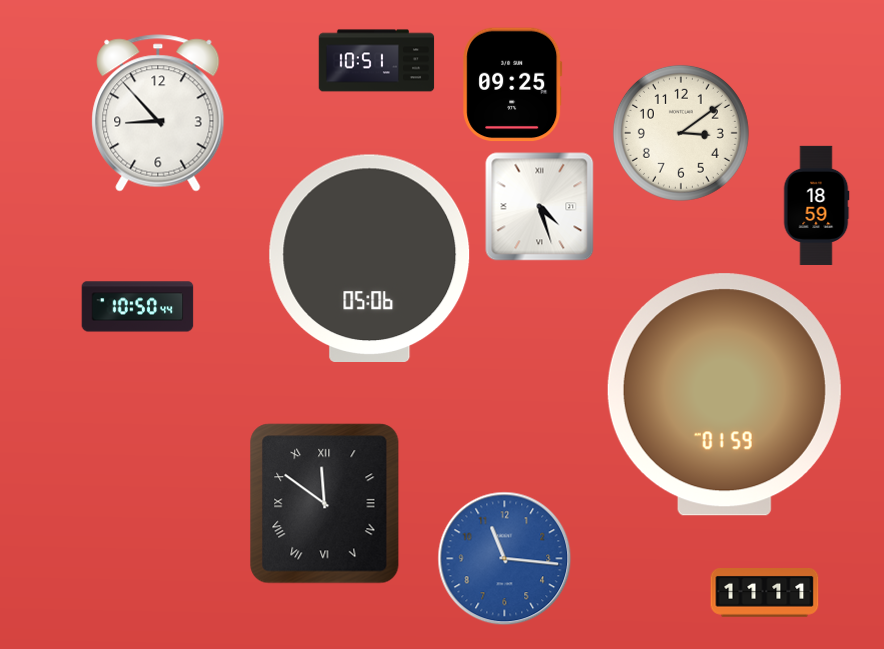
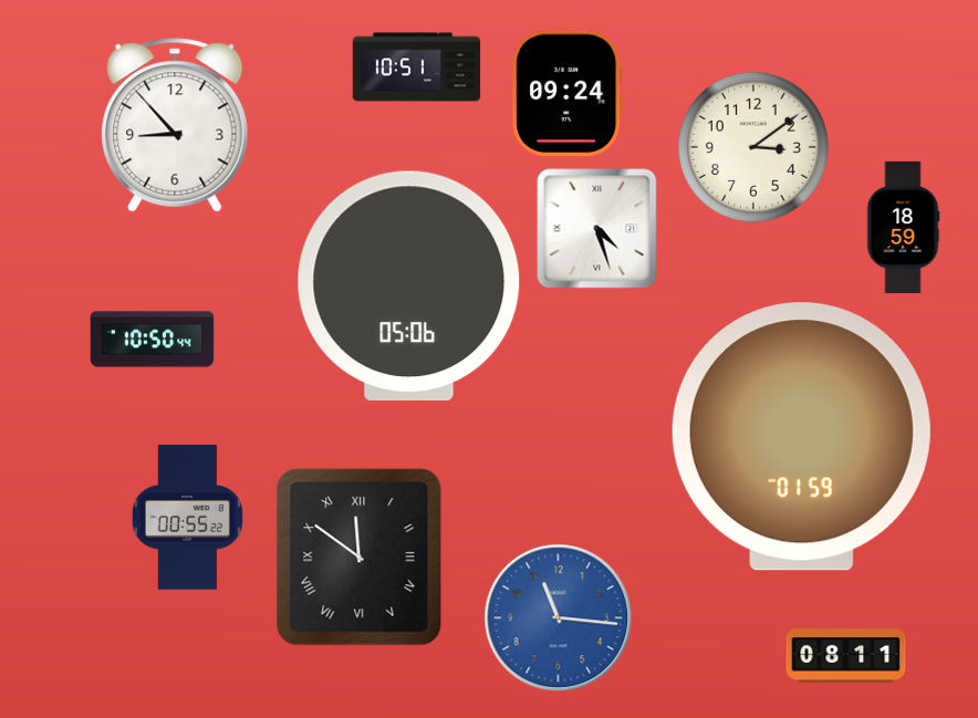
clock at (513, 85): 09:25 -> 09:24
clock at (187, 518): none -> 00:55
clock at (765, 593): 11:11 -> 08:11
